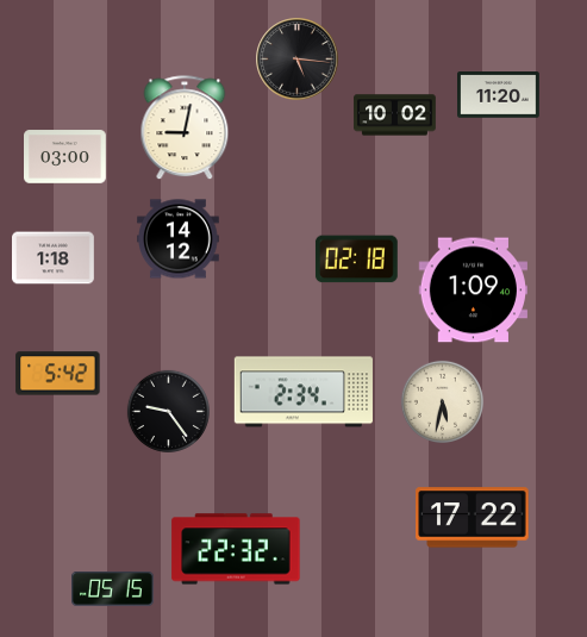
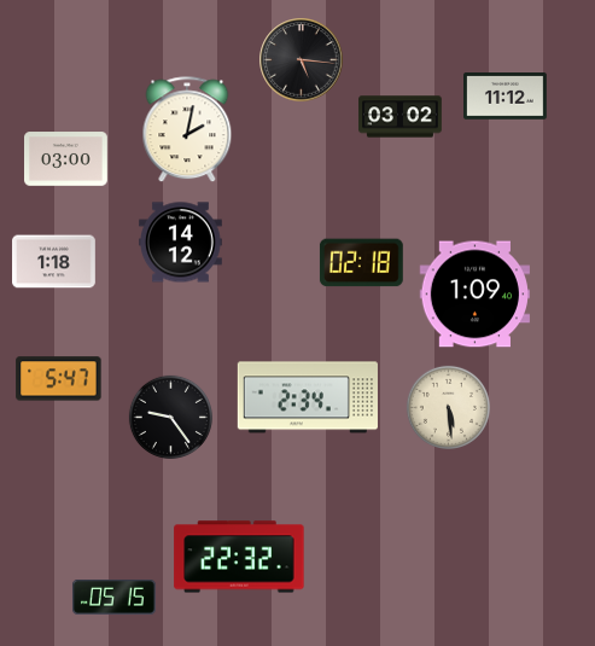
clock at (499, 95): 11:20 -> 11:12
clock at (395, 115): 10:02 -> 03:02
clock at (185, 129): 9:02 -> 2:02
clock at (473, 291) position: (473, 291) -> (474, 295)
clock at (58, 374): 5:42 -> 5:47
clock at (442, 401): 5:32 -> 5:29
clock at (473, 518): 17:22 -> none
